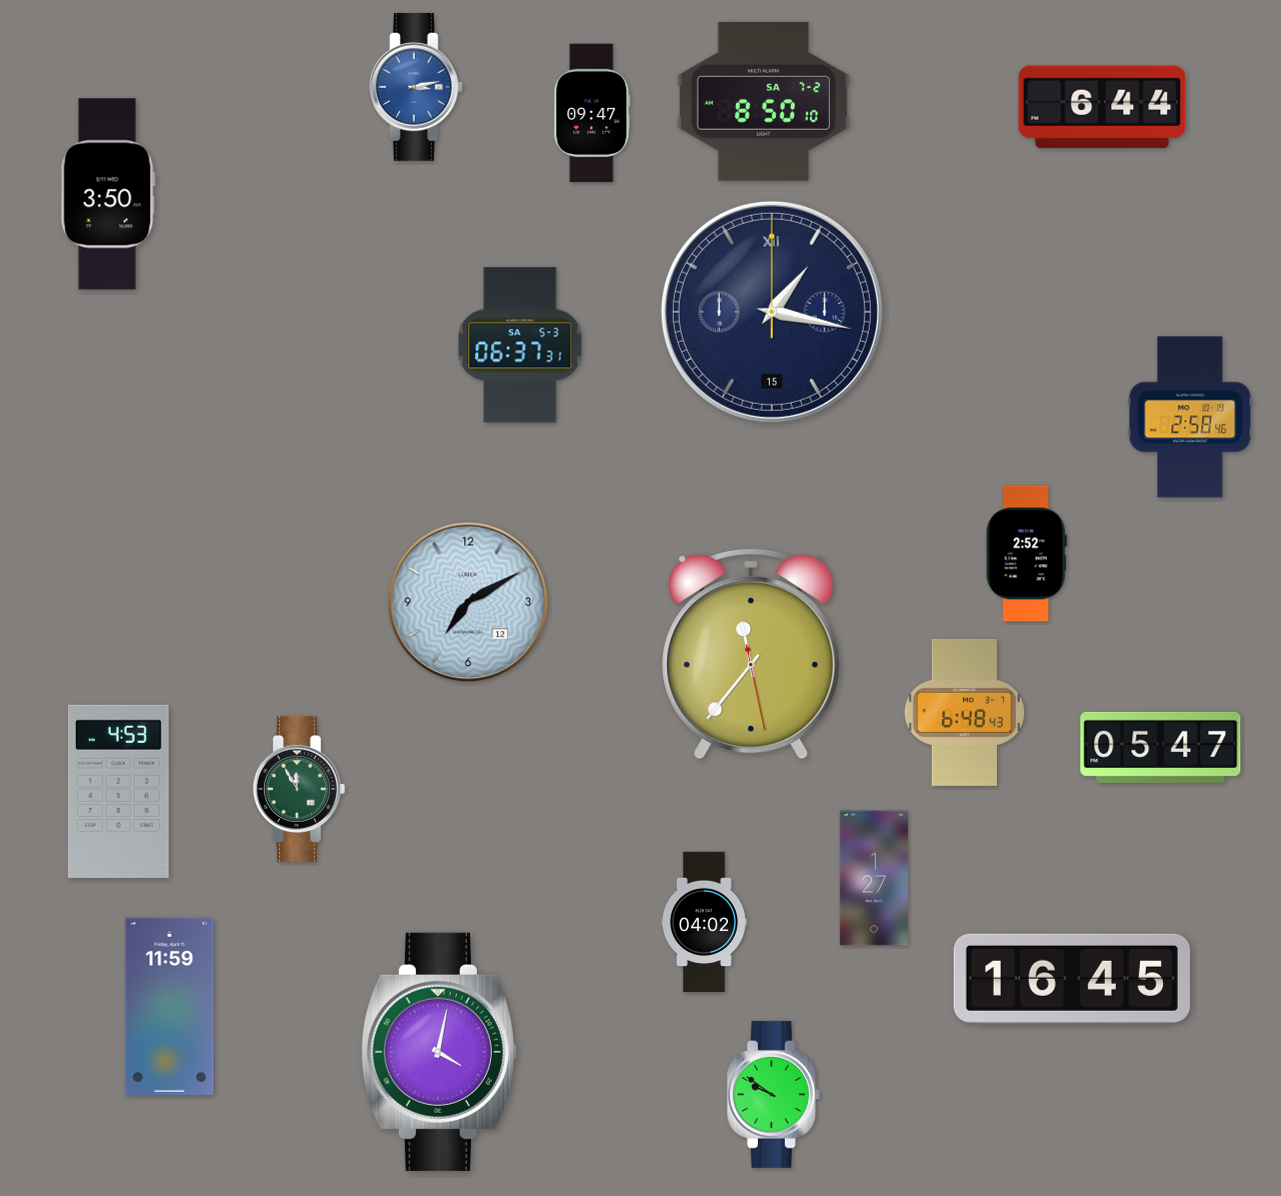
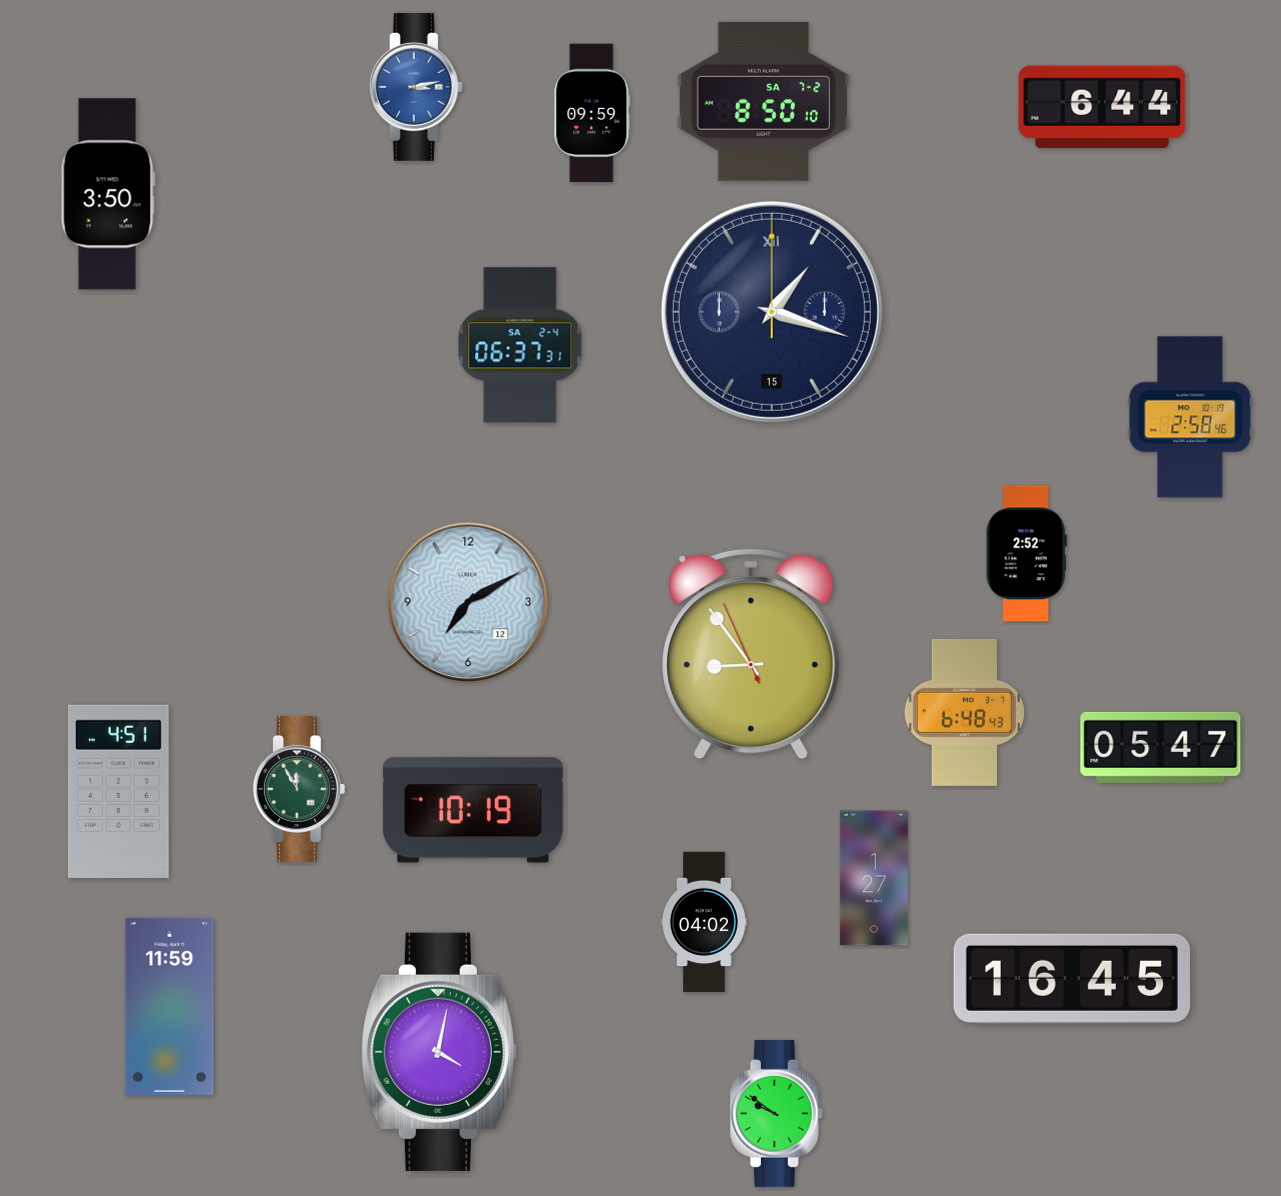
clock at (592, 113): 09:47 -> 09:59
clock at (772, 312): 1:17 -> 1:18
clock at (520, 345) date: SA 5-3 -> SA 2-4
clock at (751, 654): 11:36 -> 8:53
clock at (118, 791): 4:53 -> 4:51
clock at (473, 810): none -> 10:19
clock at (773, 1094) position: (773, 1094) -> (776, 1113)
